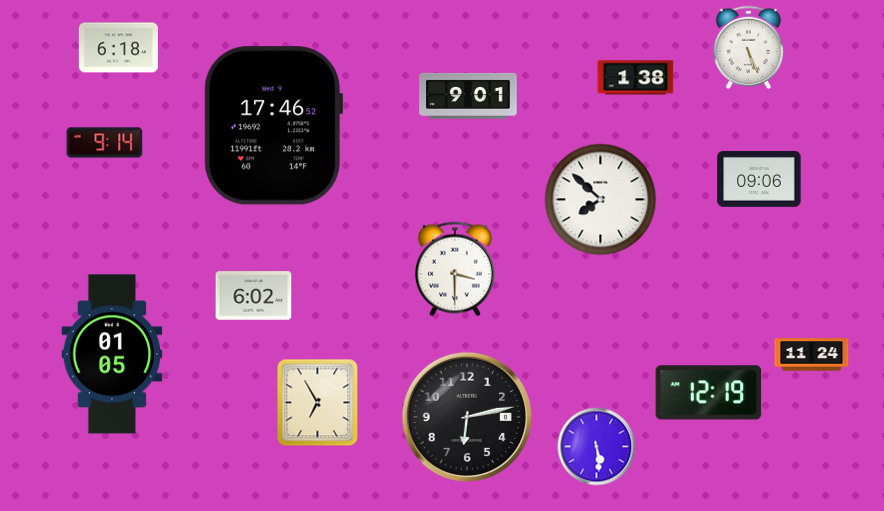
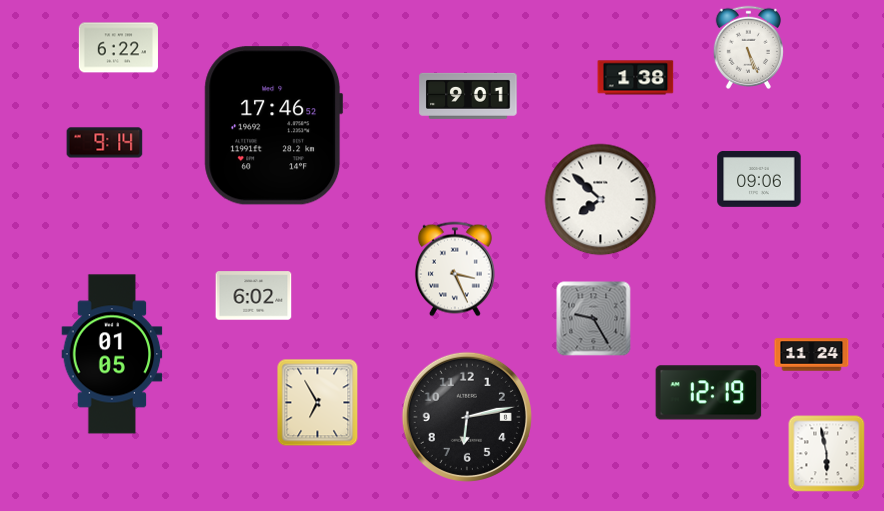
clock at (118, 48): 6:18 -> 6:22
clock at (455, 269): 3:30 -> 3:26
clock at (594, 319): none -> 9:25
clock at (597, 447): 5:29 -> none
clock at (827, 454): none -> 5:58
